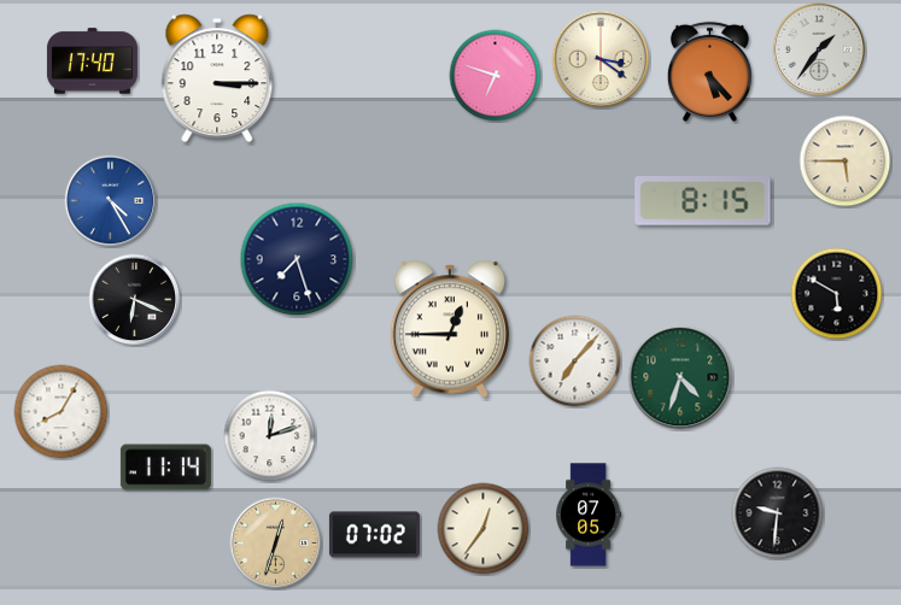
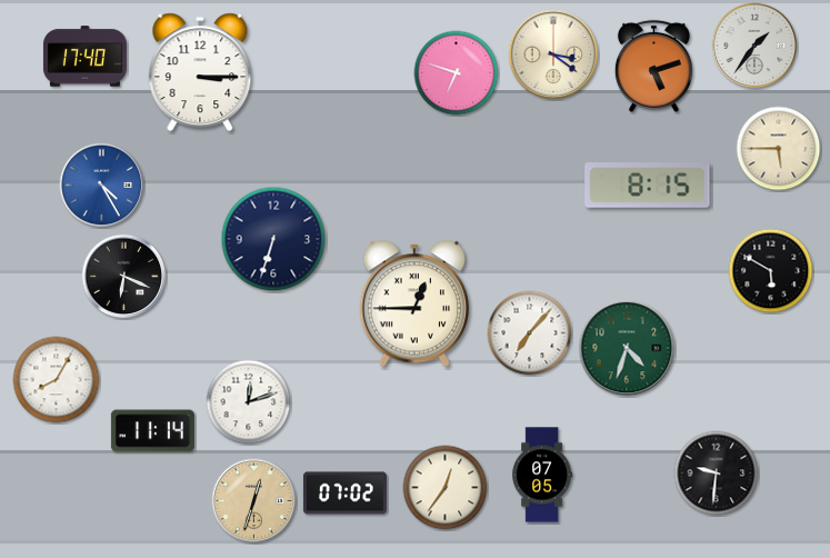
clock at (709, 71): 5:23 -> 5:12
clock at (496, 76) position: (496, 76) -> (457, 73)
clock at (297, 259): 7:27 -> 6:33
